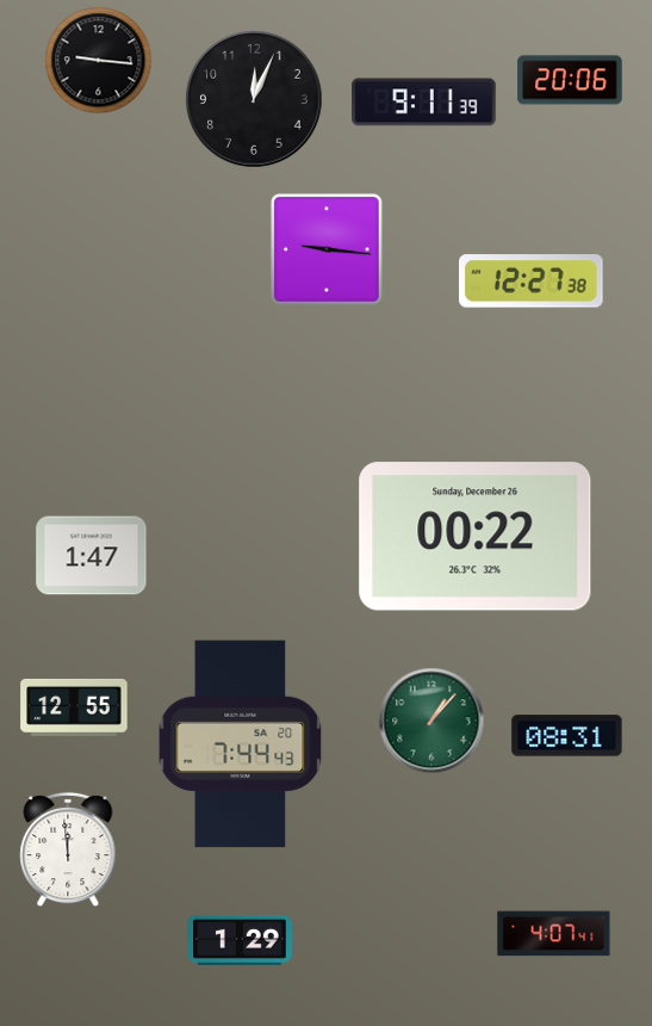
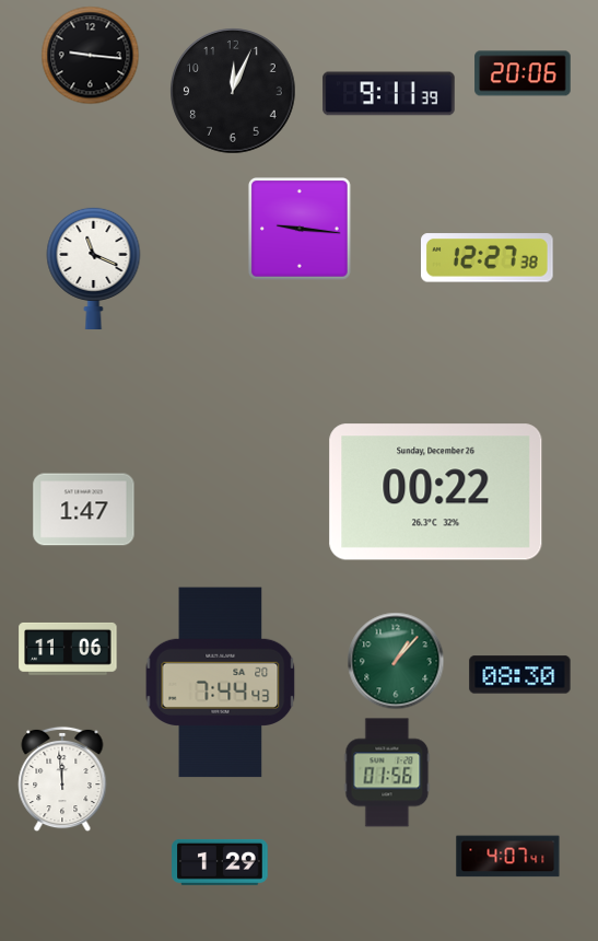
clock at (94, 267): none -> 11:19
clock at (74, 707): 12:55 -> 11:06
clock at (567, 736): 08:31 -> 08:30
clock at (387, 772): none -> 01:56
